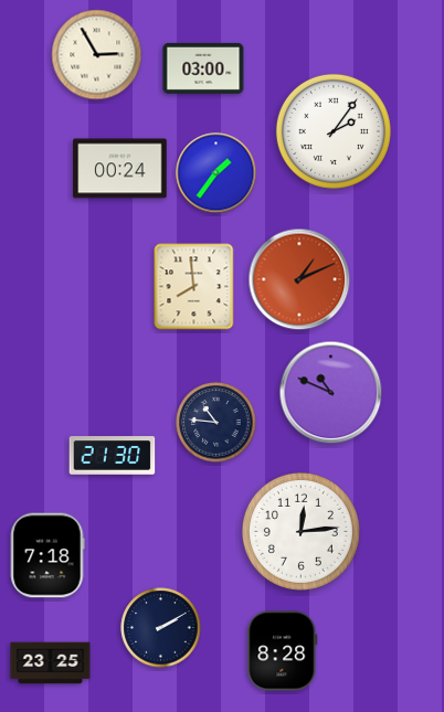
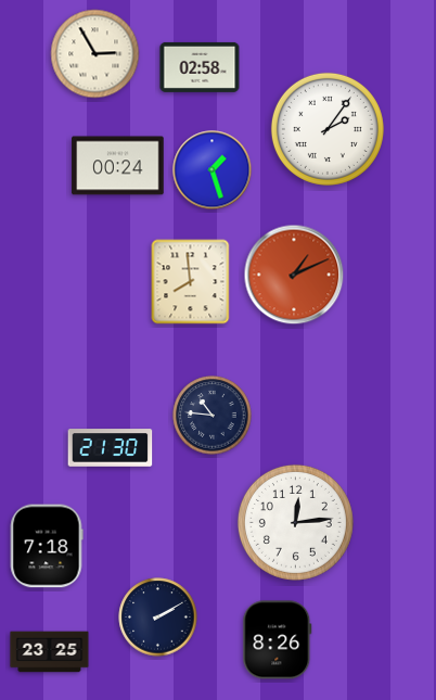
clock at (203, 68): 03:00 -> 02:58
clock at (216, 173): 1:36 -> 1:27
clock at (331, 393): 10:49 -> none
clock at (283, 651): 8:28 -> 8:26
